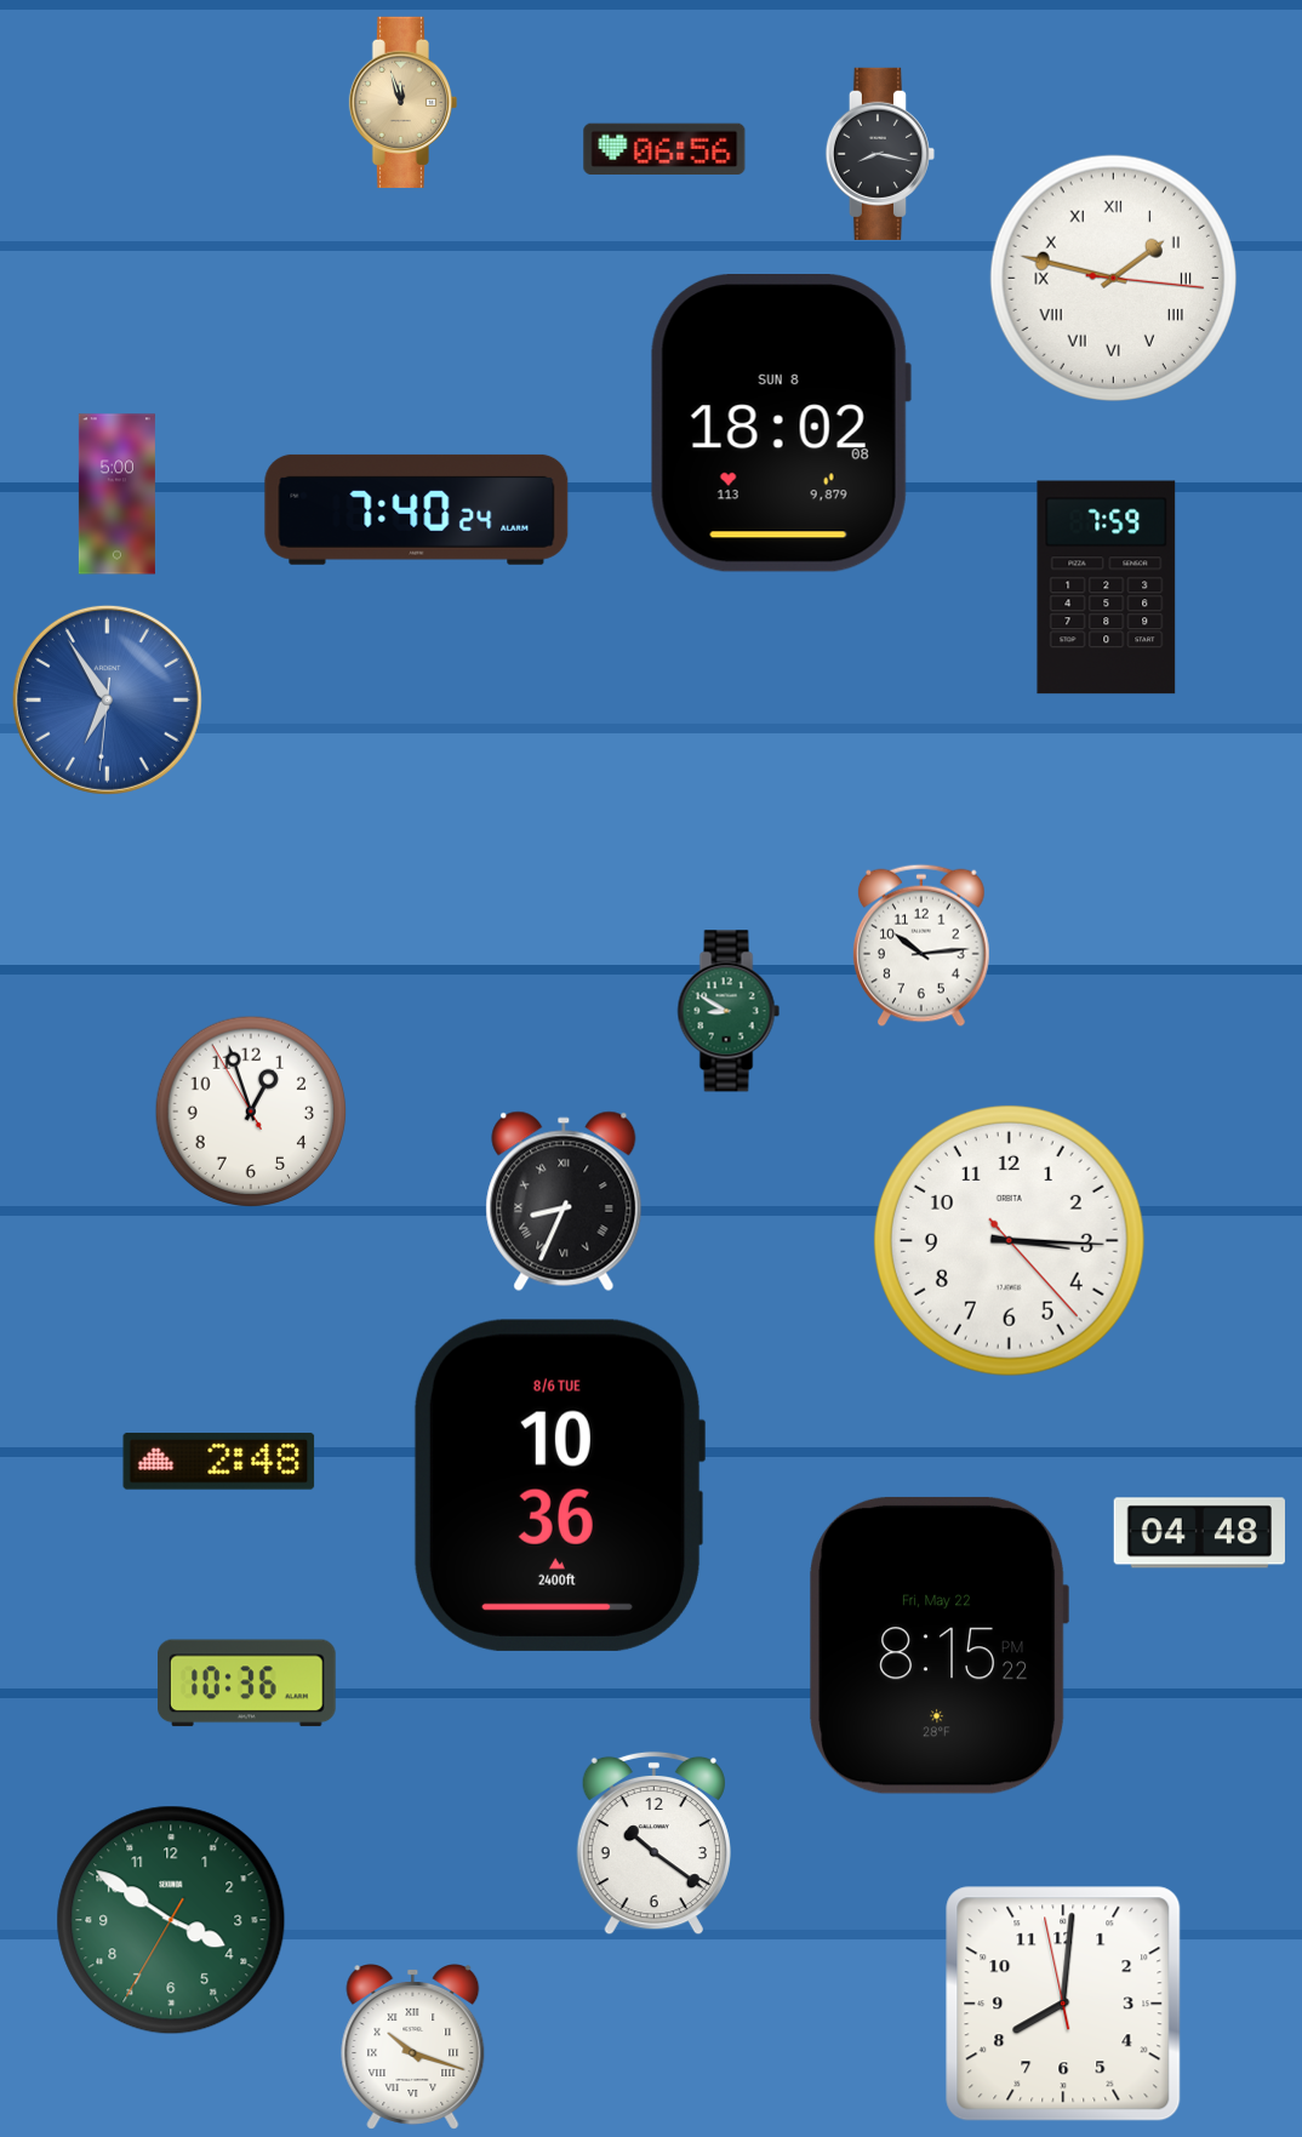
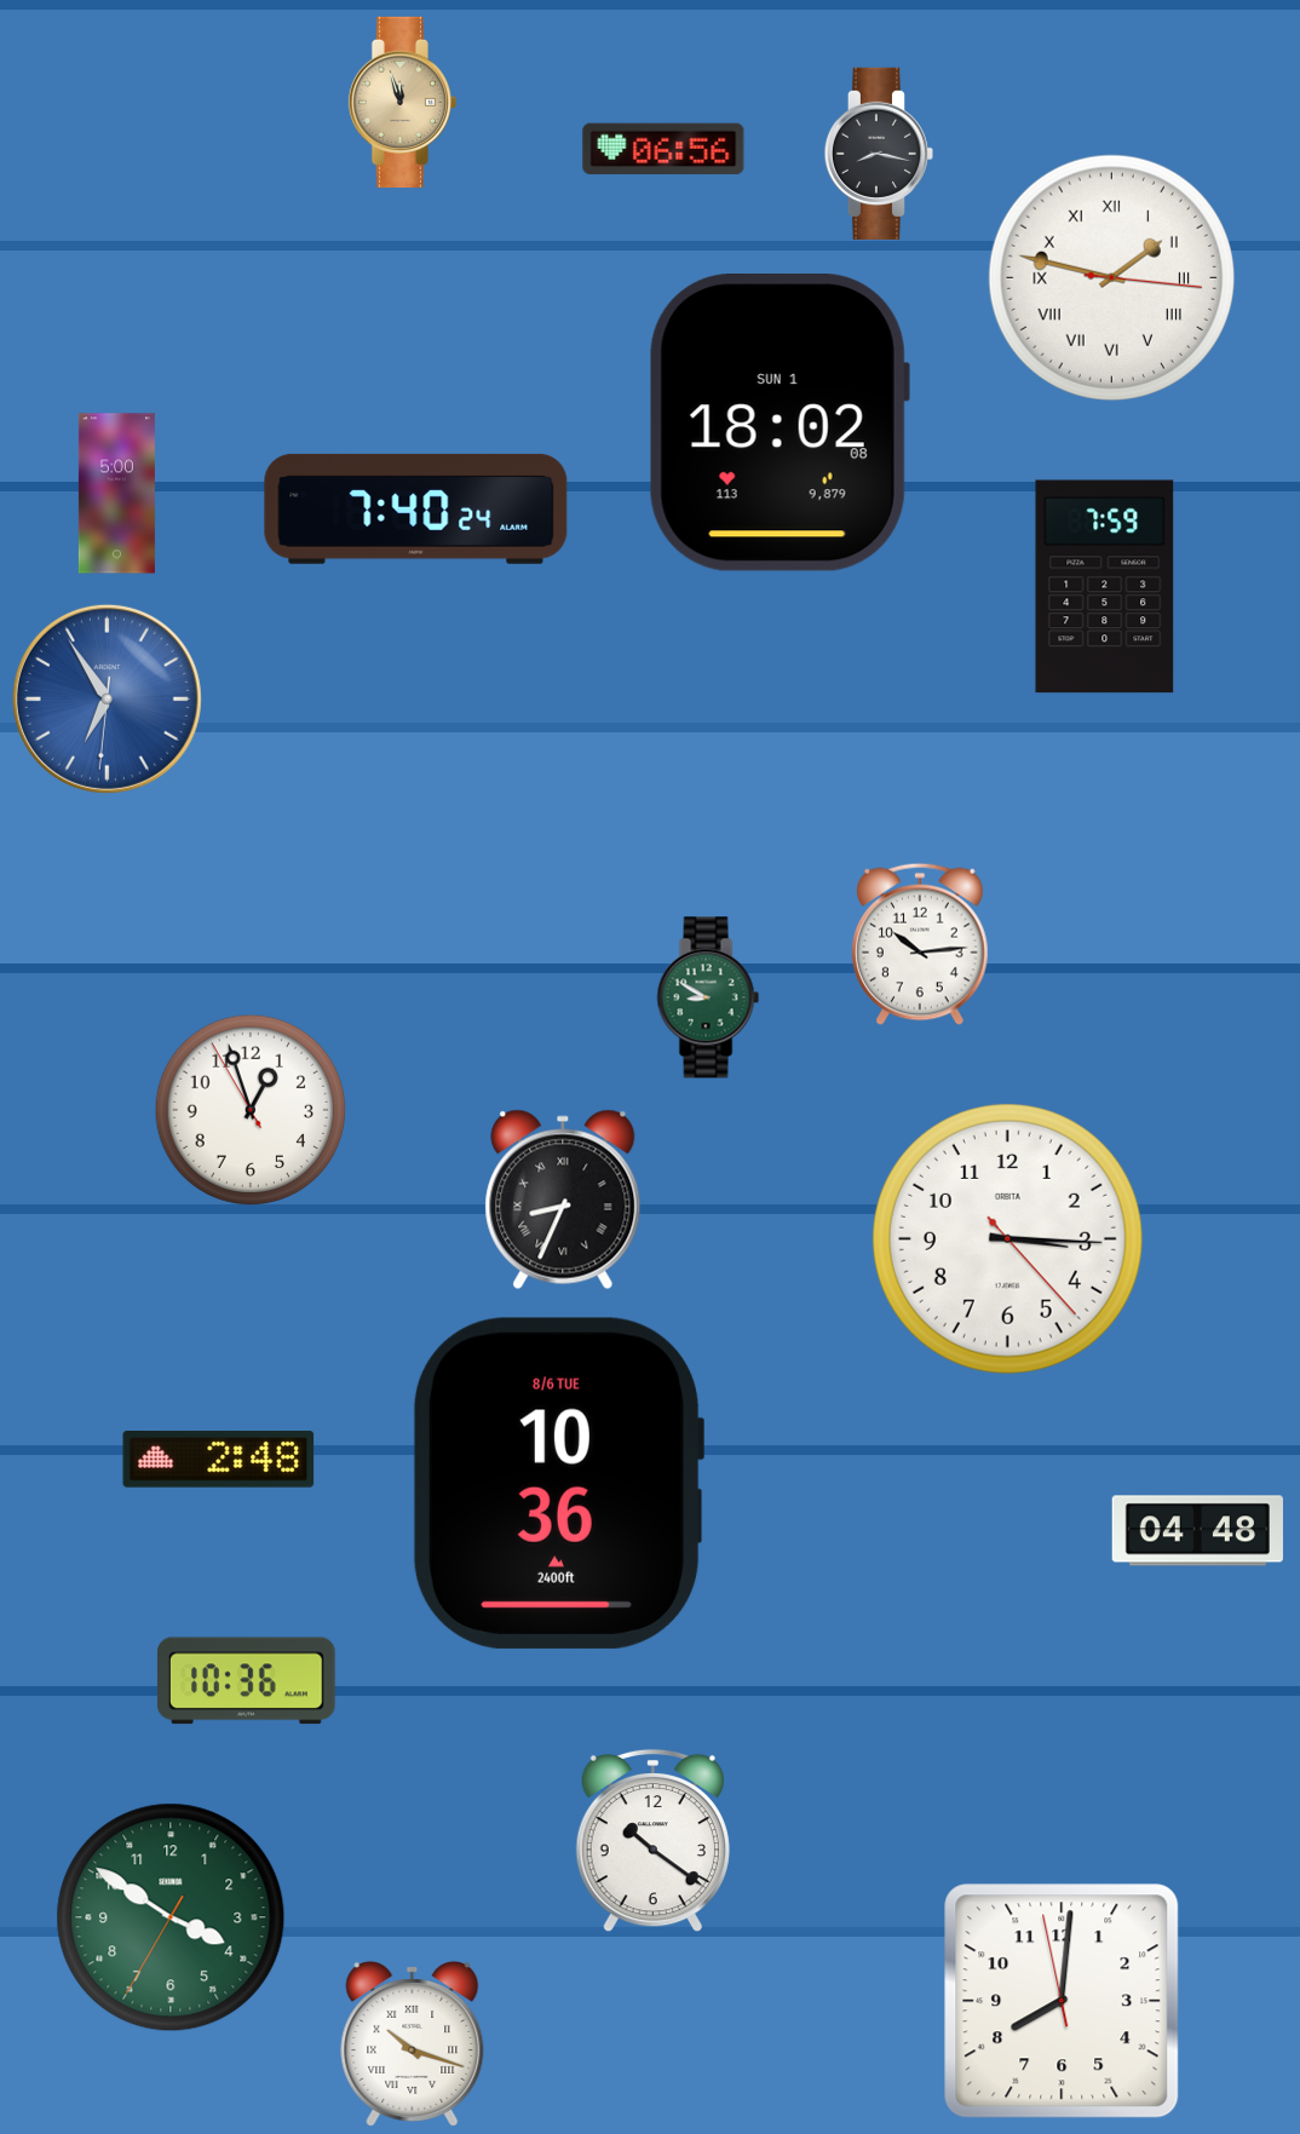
clock at (781, 424) date: SUN 8 -> SUN 1
clock at (729, 1011) position: (729, 1011) -> (708, 997)
clock at (938, 1645): 8:15 -> none
